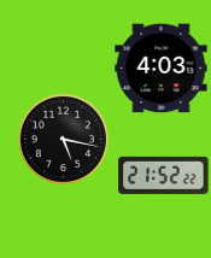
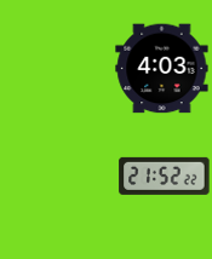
clock at (64, 140): 5:17 -> none
